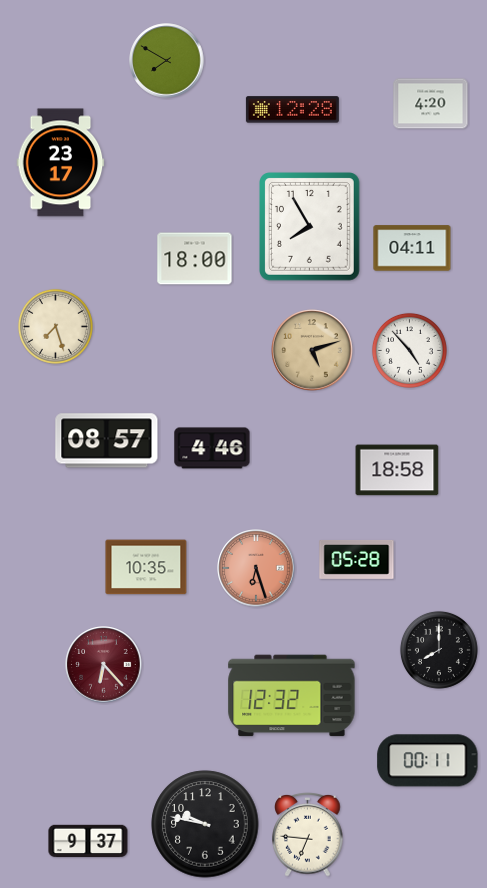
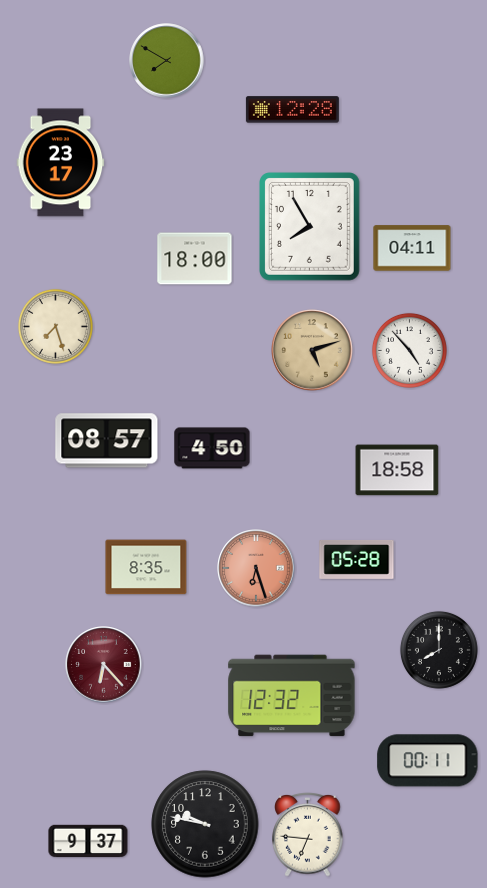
clock at (431, 104): 4:20 -> none
clock at (212, 448): 4:46 -> 4:50
clock at (146, 567): 10:35 -> 8:35
